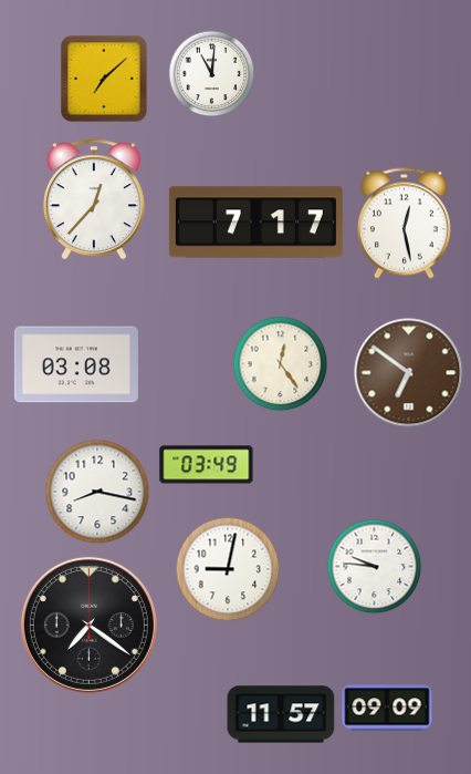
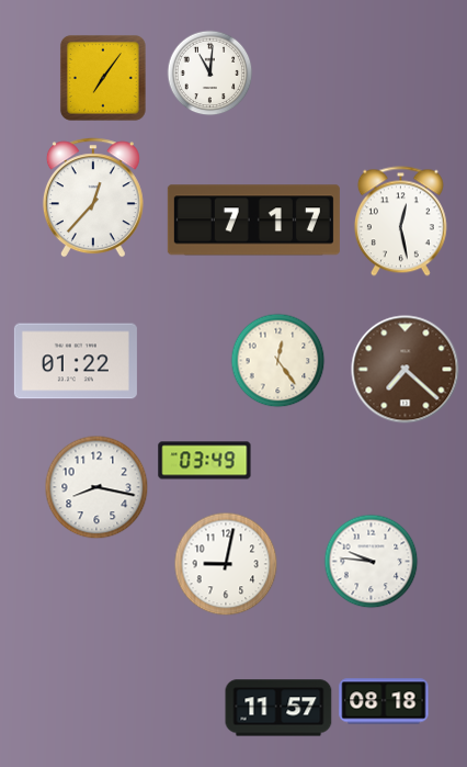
clock at (104, 79): 7:08 -> 7:06
clock at (76, 364): 03:08 -> 01:22
clock at (409, 373): 6:51 -> 7:22
clock at (88, 625): 7:21 -> none
clock at (387, 708): 09:09 -> 08:18
